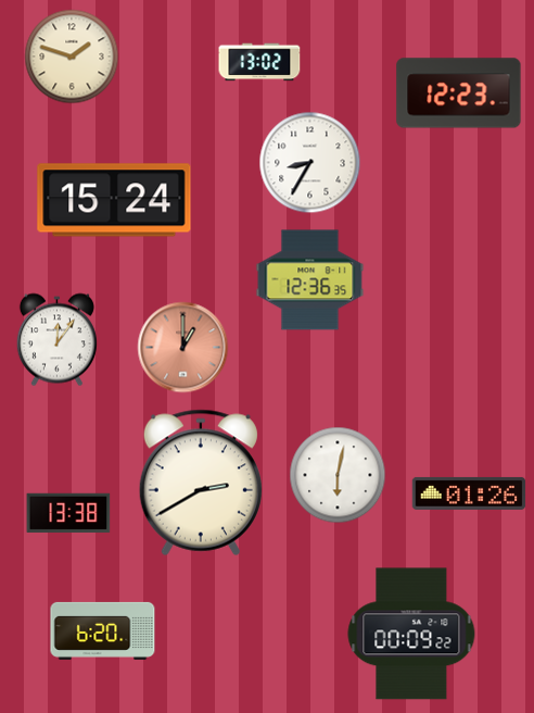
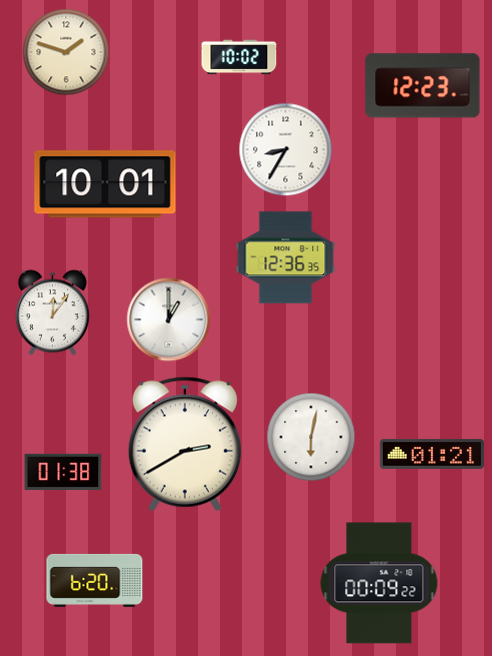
clock at (259, 62): 13:02 -> 10:02
clock at (114, 200): 15:24 -> 10:01
clock at (183, 348) dial: salmon -> white
clock at (469, 493): 01:26 -> 01:21
clock at (68, 513): 13:38 -> 01:38
